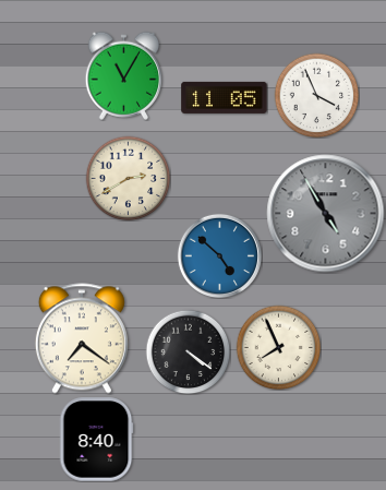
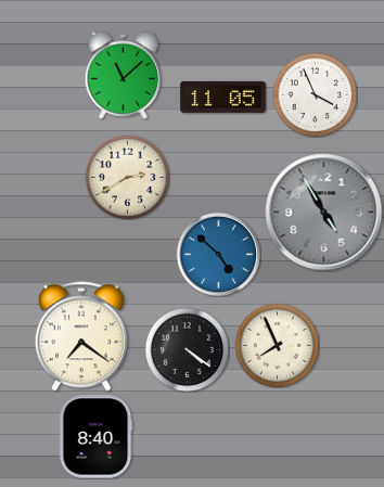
clock at (123, 75): 11:05 -> 11:08
